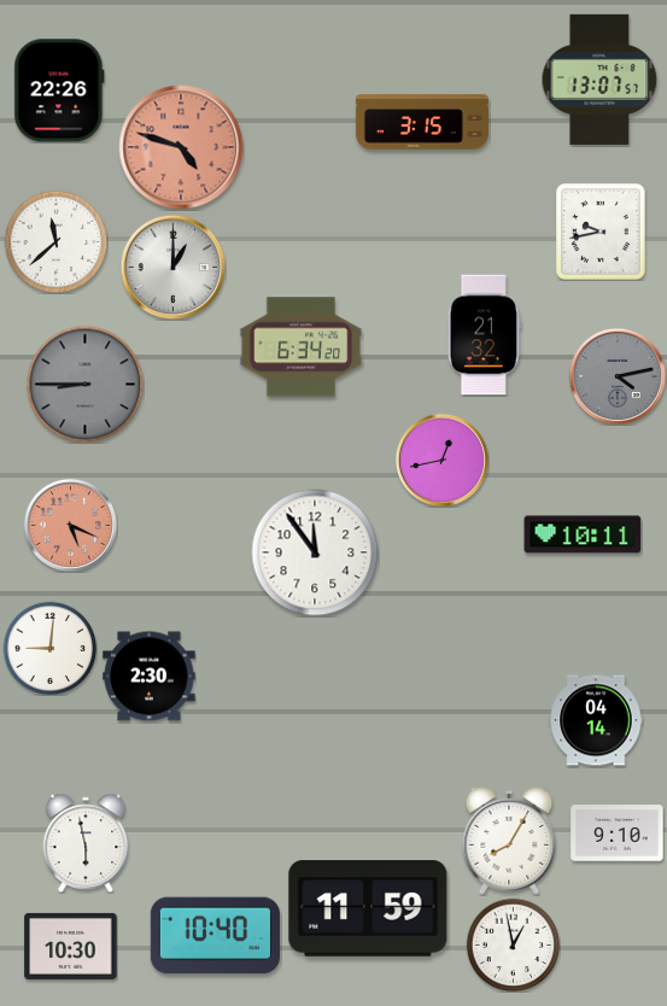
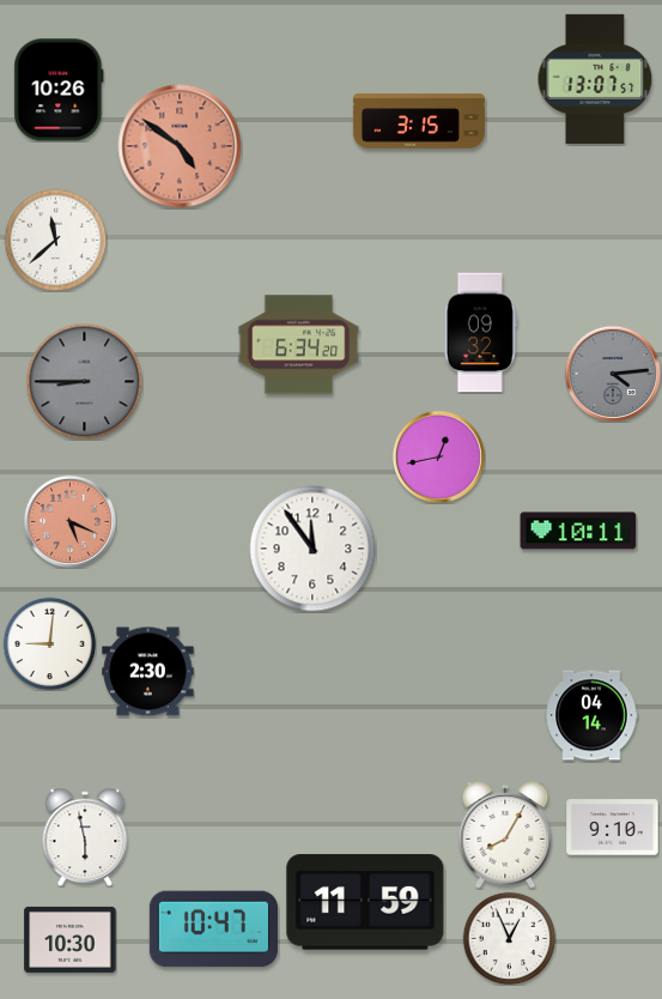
clock at (59, 90): 22:26 -> 10:26
clock at (181, 147): 4:48 -> 4:51
clock at (602, 233): 9:43 -> none
clock at (172, 267): 1:00 -> none
clock at (484, 335): 21:32 -> 09:32
clock at (616, 375): 4:13 -> 4:14
clock at (215, 936): 10:40 -> 10:47
clock at (513, 944): 12:58 -> 12:56
